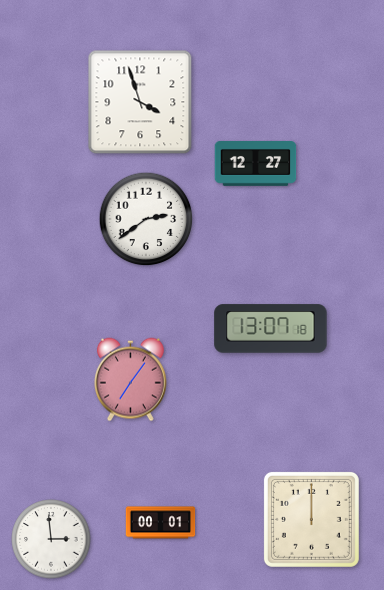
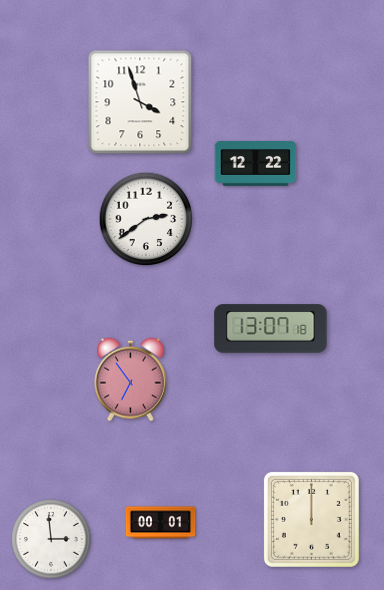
clock at (256, 164): 12:27 -> 12:22
clock at (130, 380): 7:06 -> 6:54
